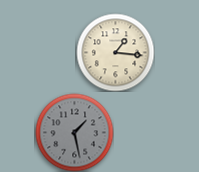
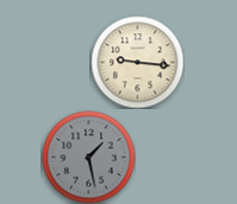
clock at (115, 52): 1:16 -> 9:16
